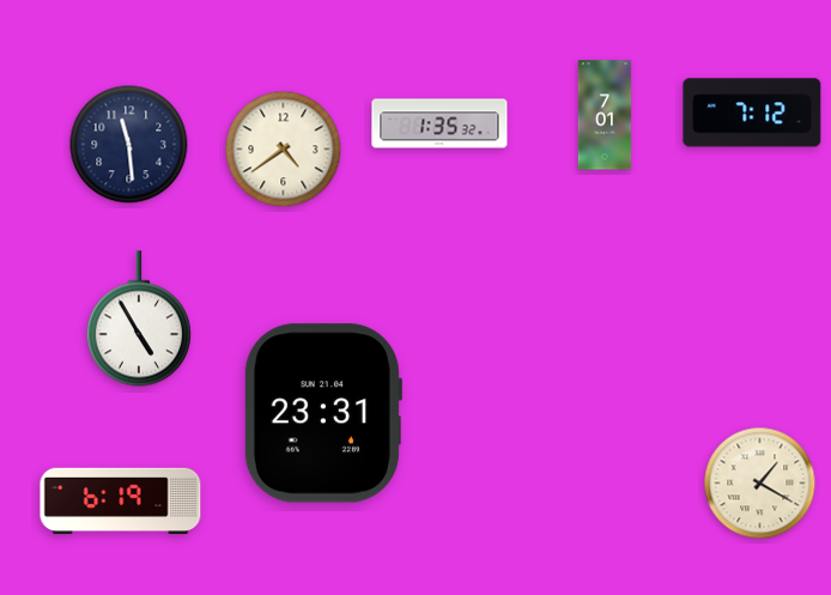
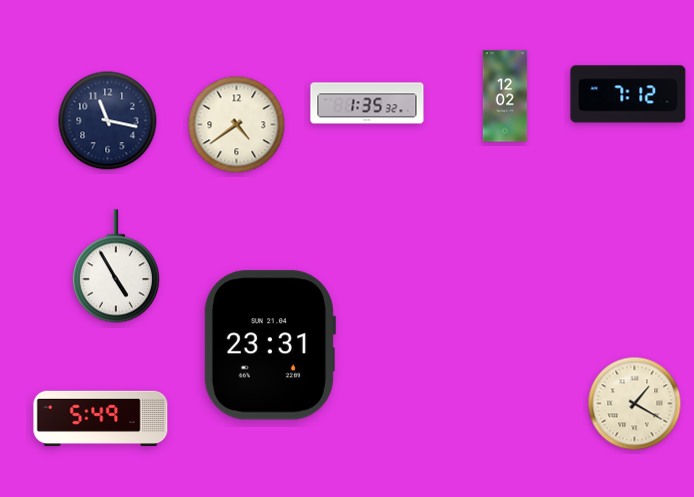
clock at (605, 115): 7:01 -> 12:02
clock at (129, 145): 11:29 -> 11:17
clock at (121, 502): 6:19 -> 5:49
